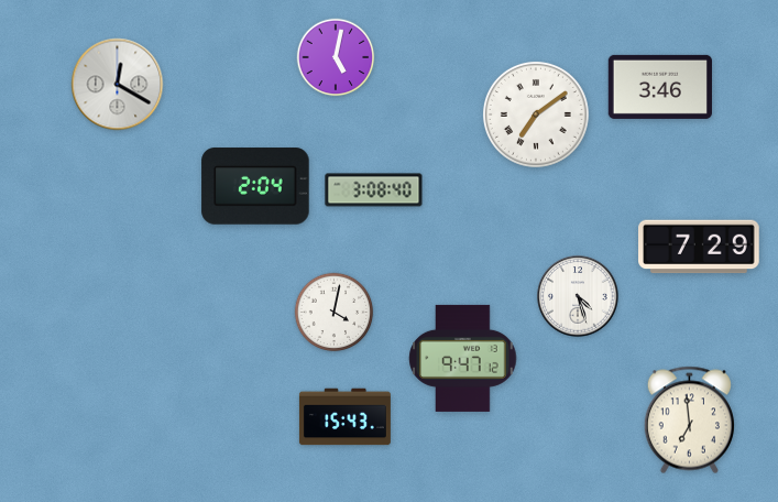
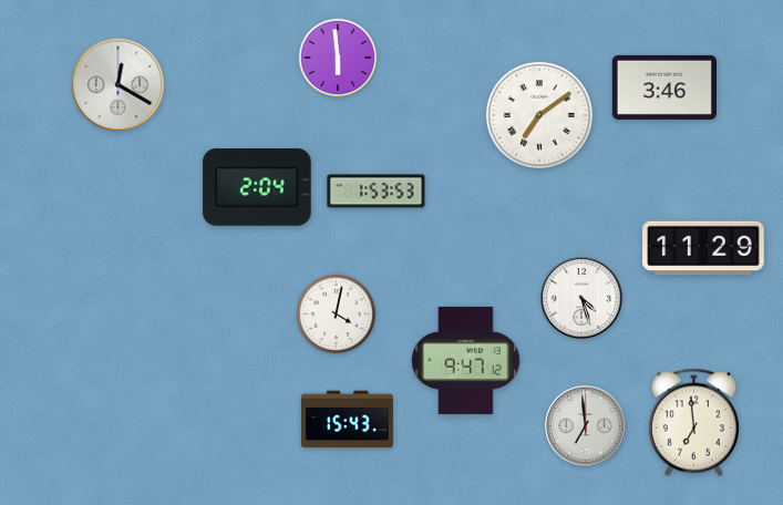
clock at (336, 57): 5:02 -> 5:59
clock at (374, 190): 3:08 -> 1:53
clock at (699, 247): 7:29 -> 11:29
clock at (586, 426): none -> 6:59
